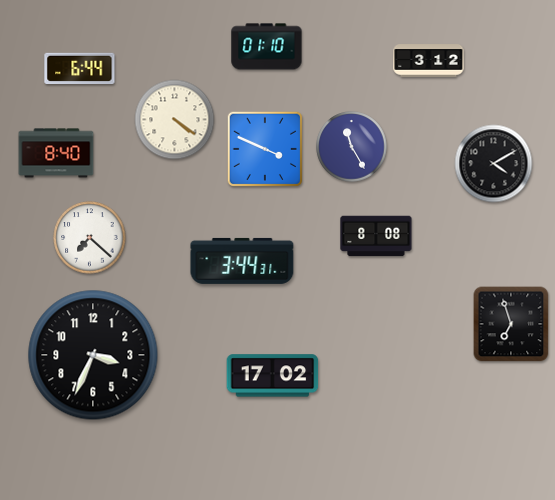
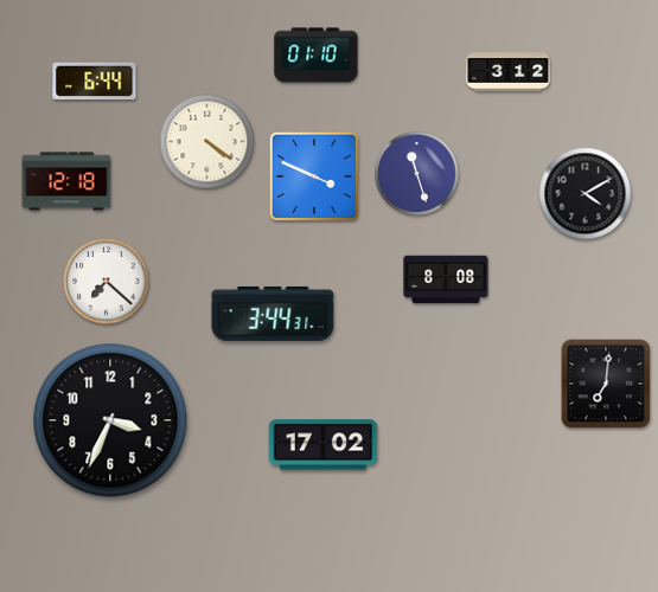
clock at (352, 147): 11:25 -> 11:27
clock at (56, 153): 8:40 -> 12:18
clock at (242, 261) position: (242, 261) -> (273, 314)
clock at (511, 324): 6:57 -> 7:01
